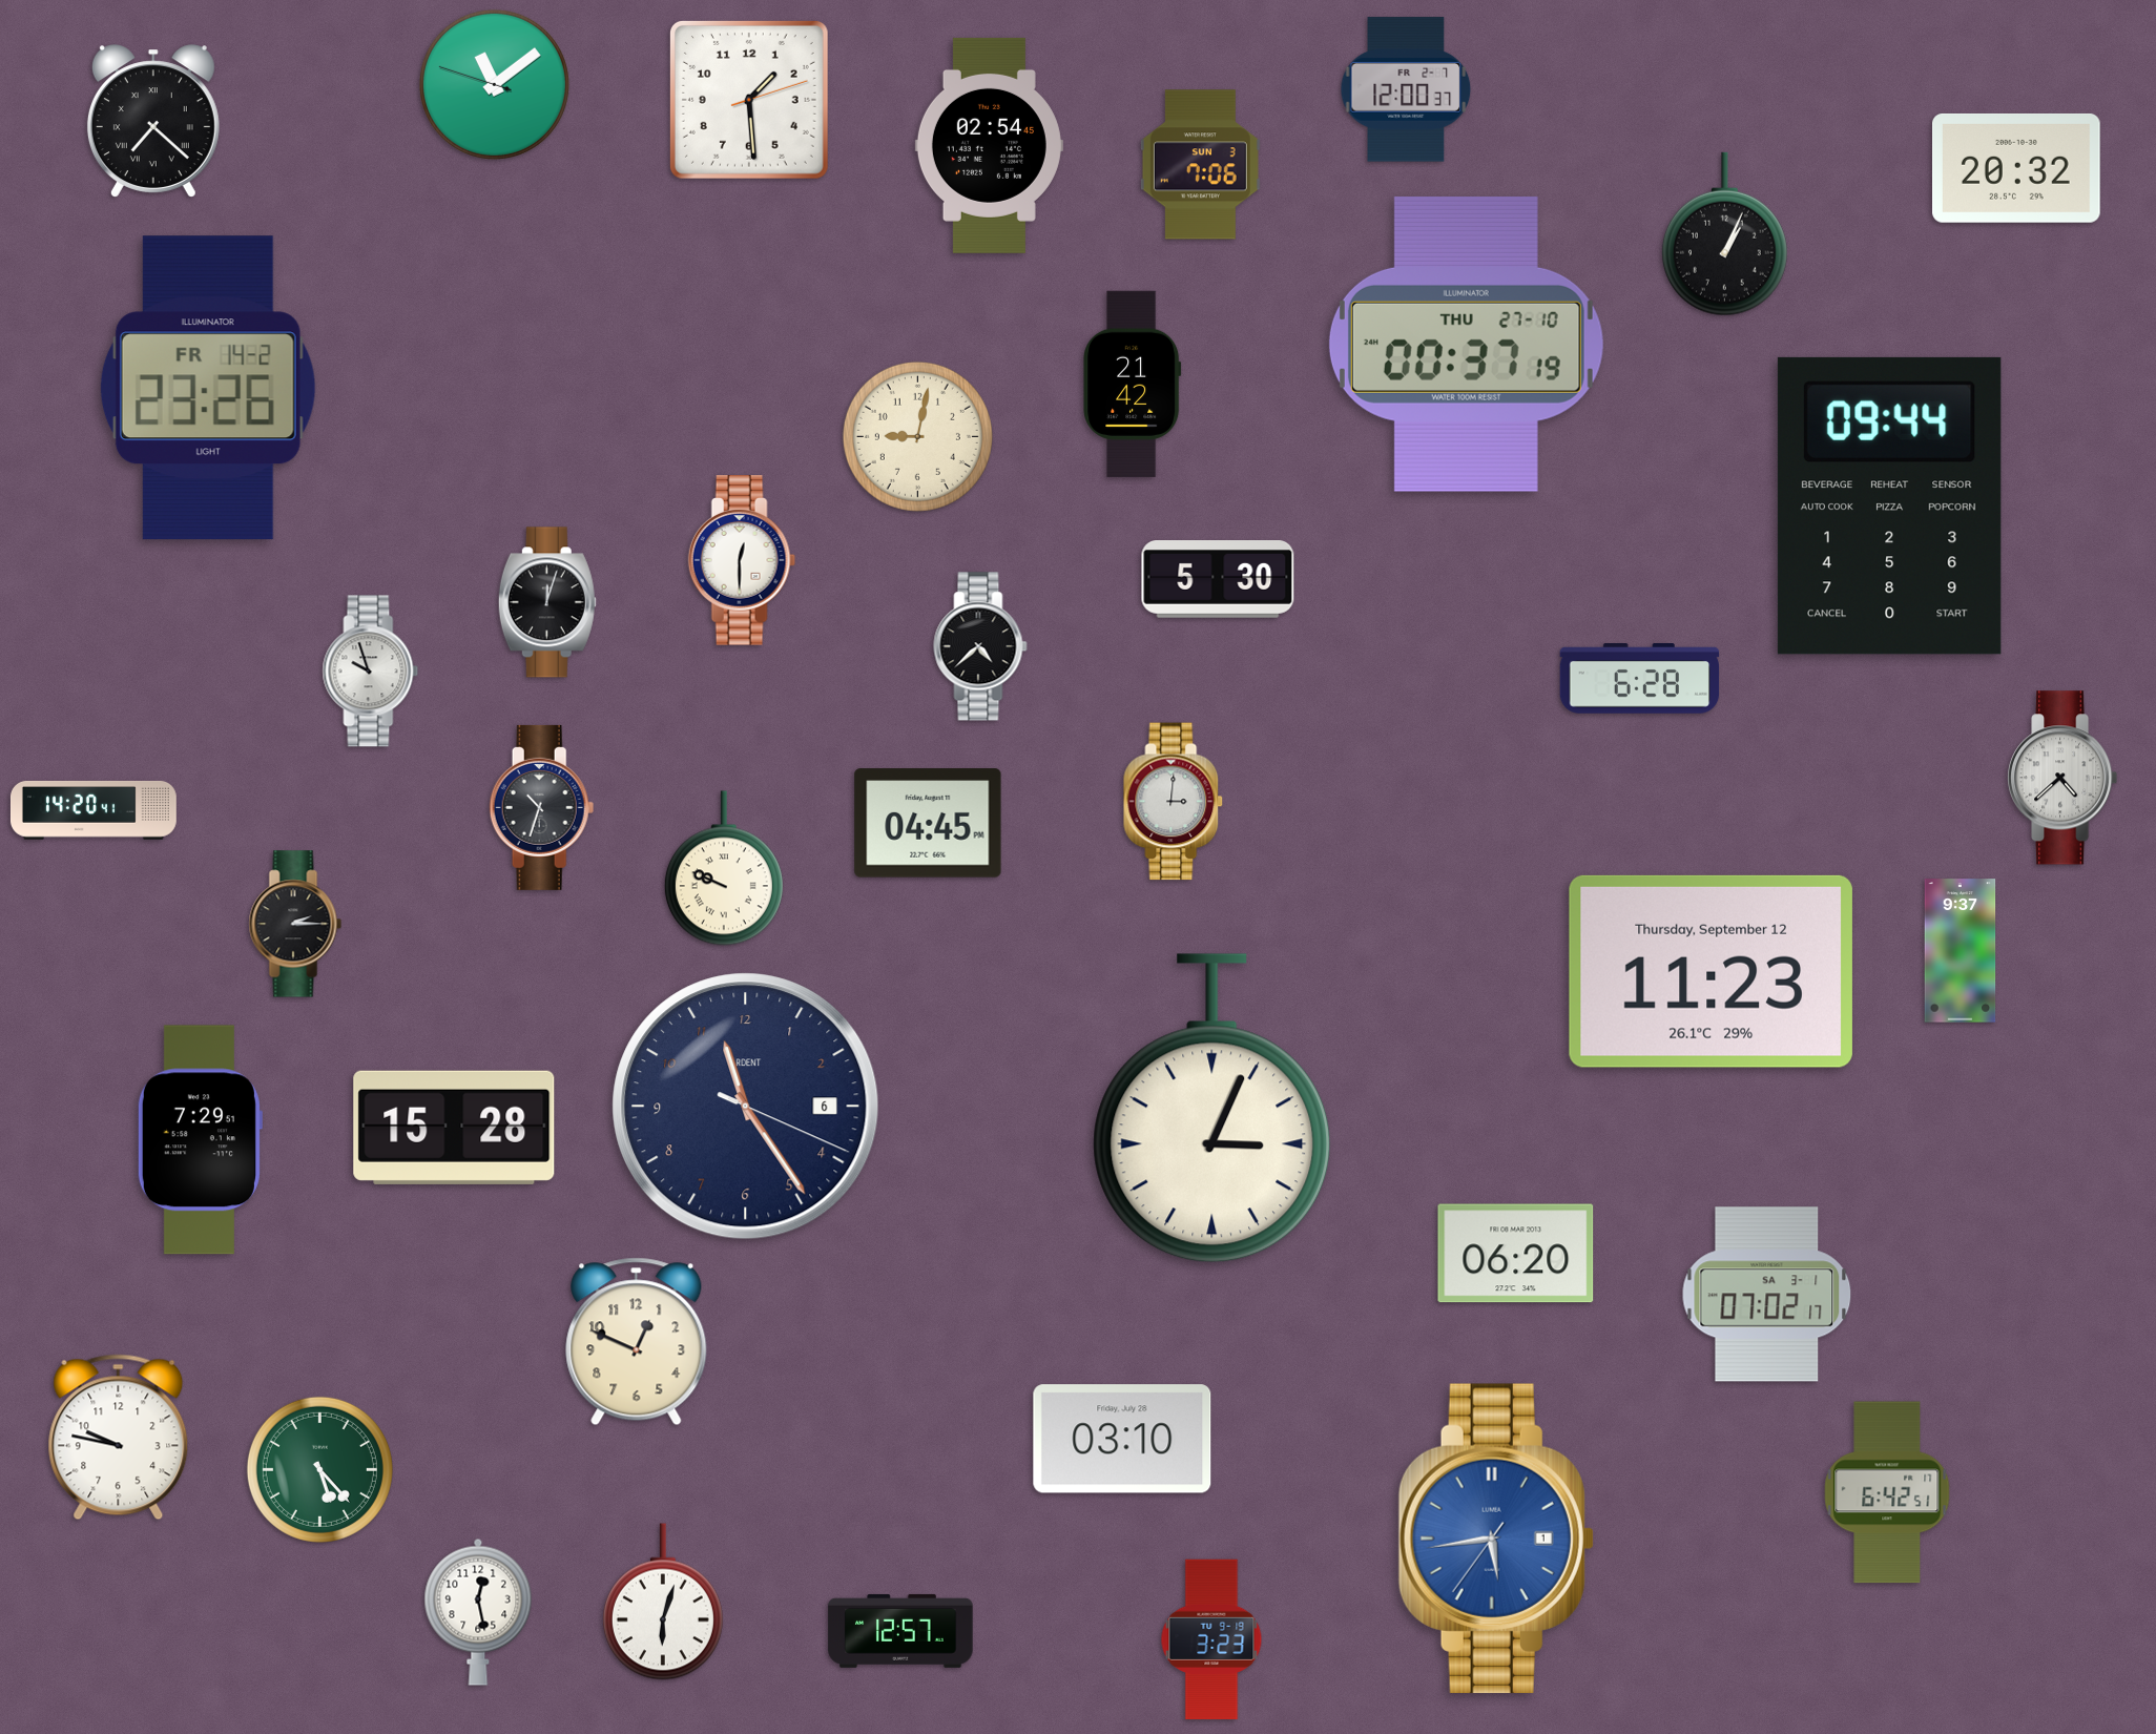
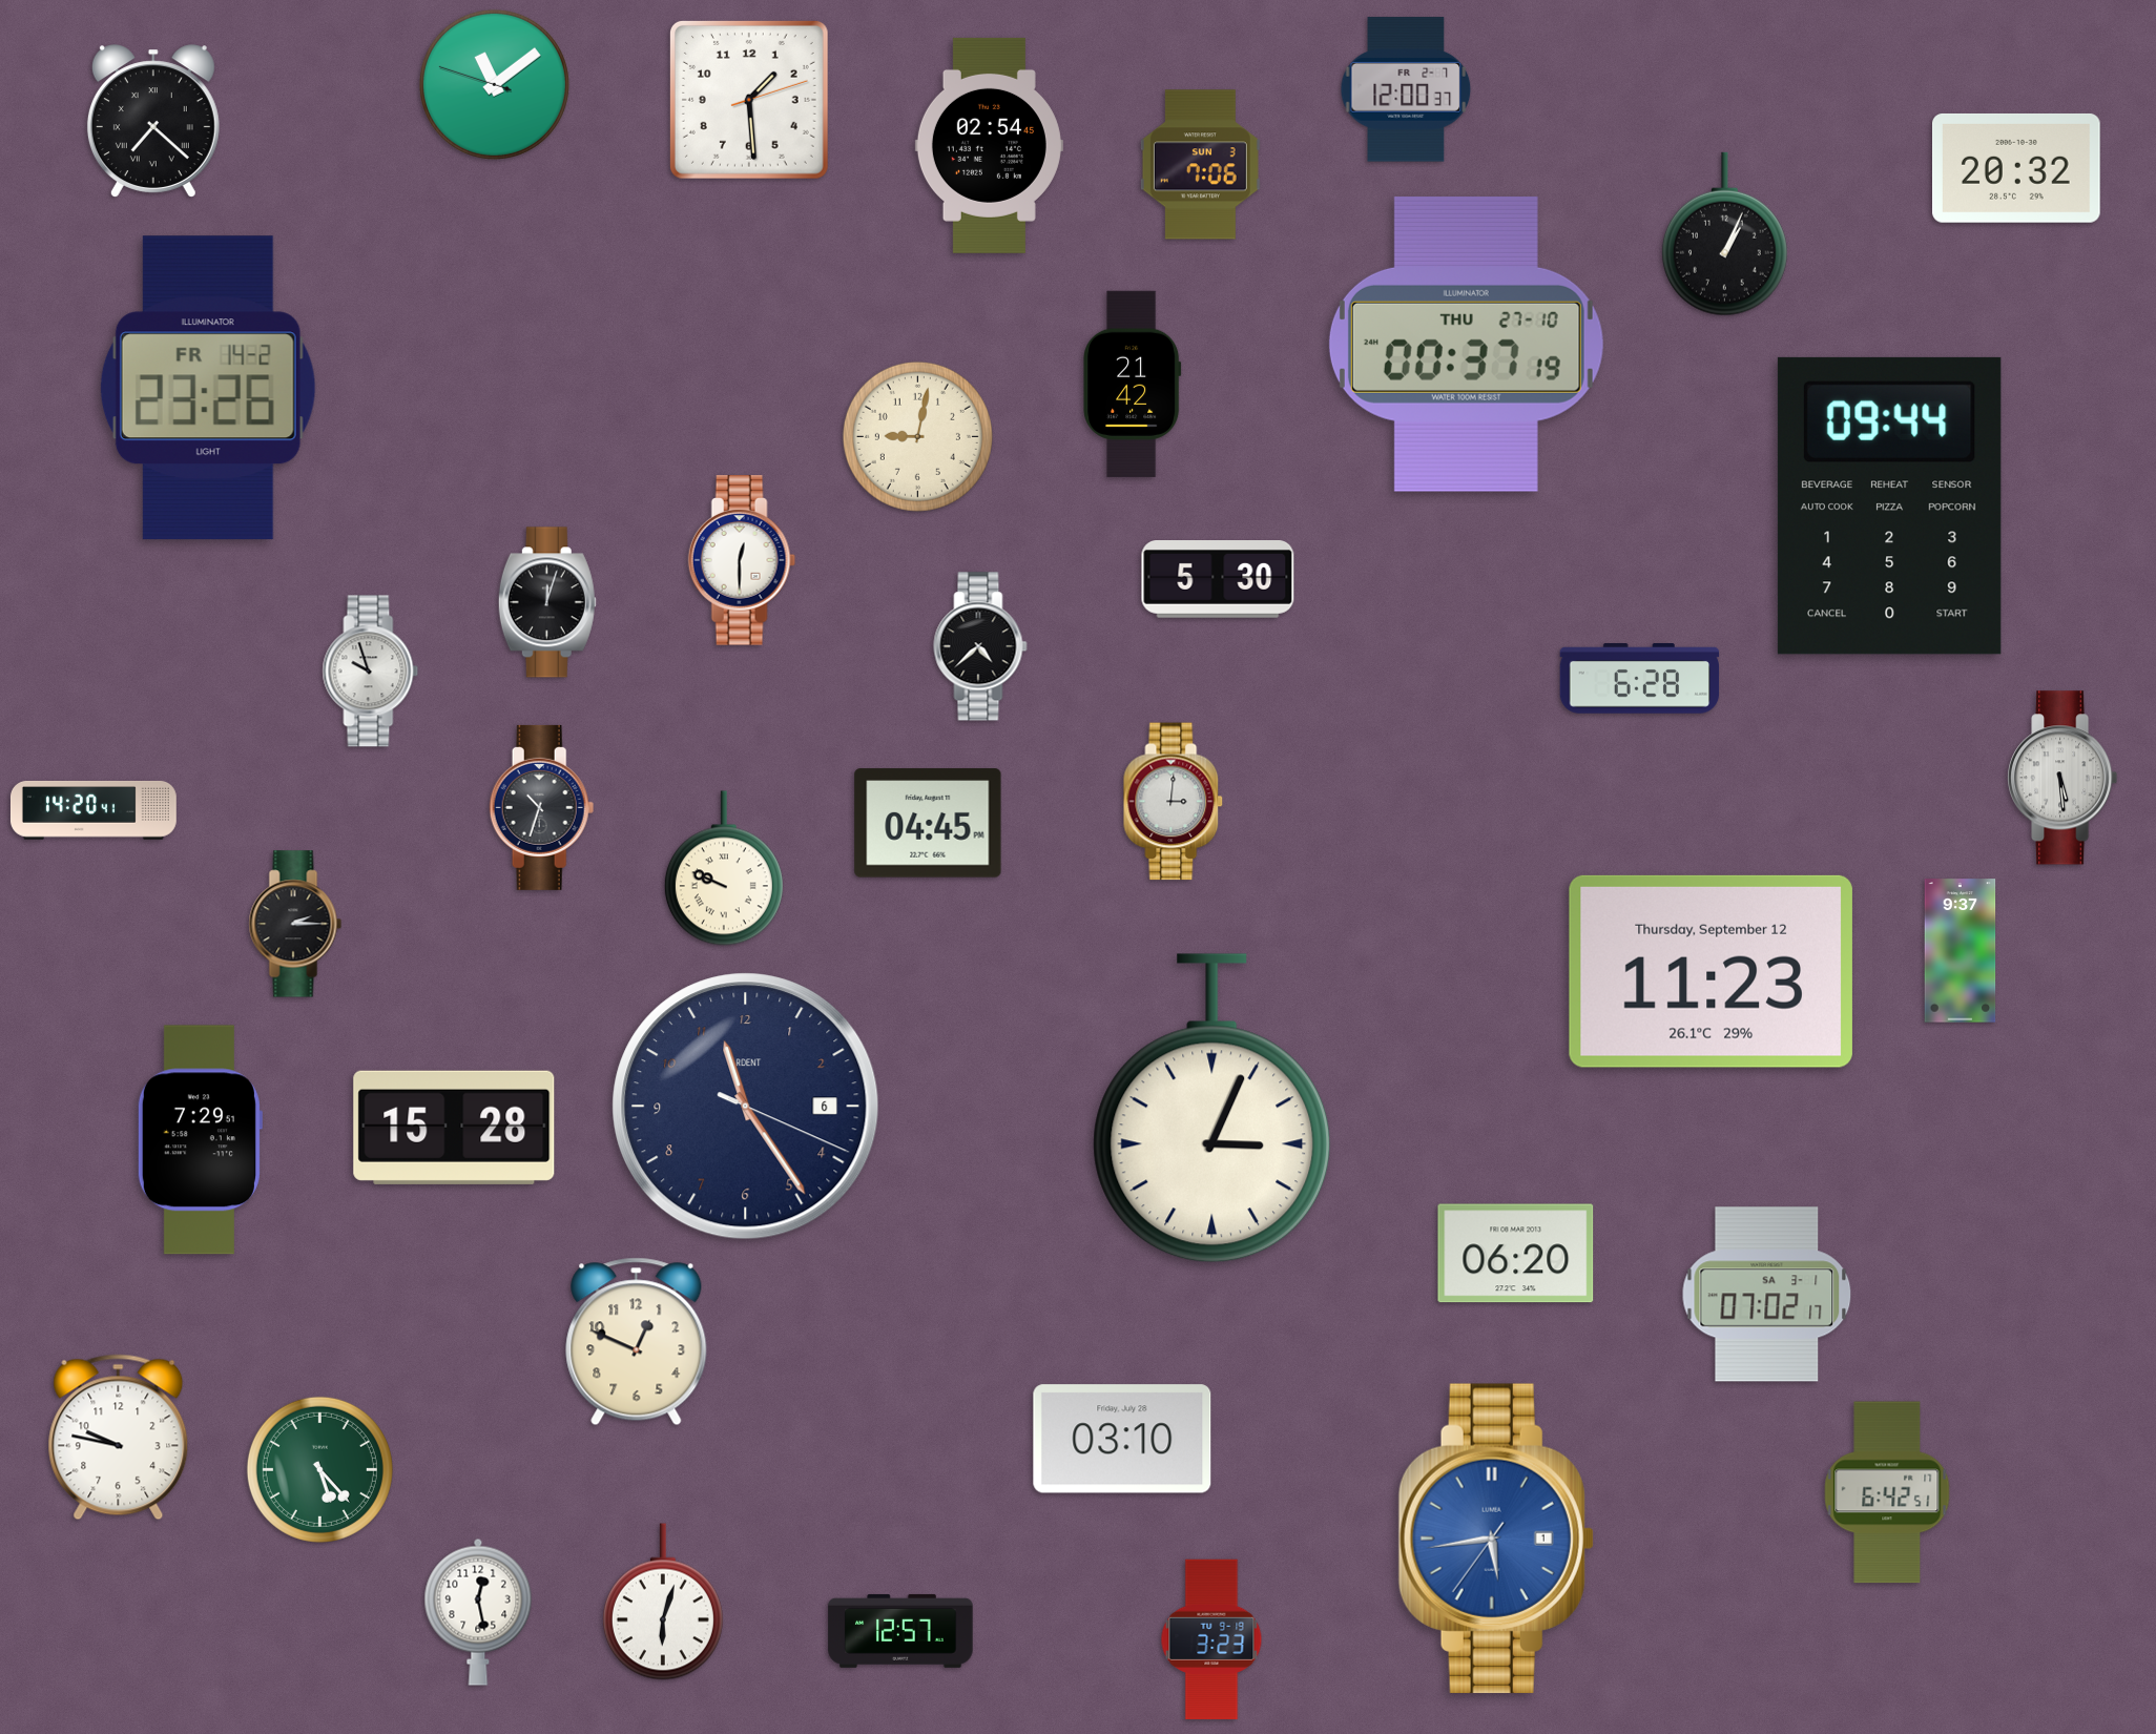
clock at (2064, 778): 4:38 -> 5:29
